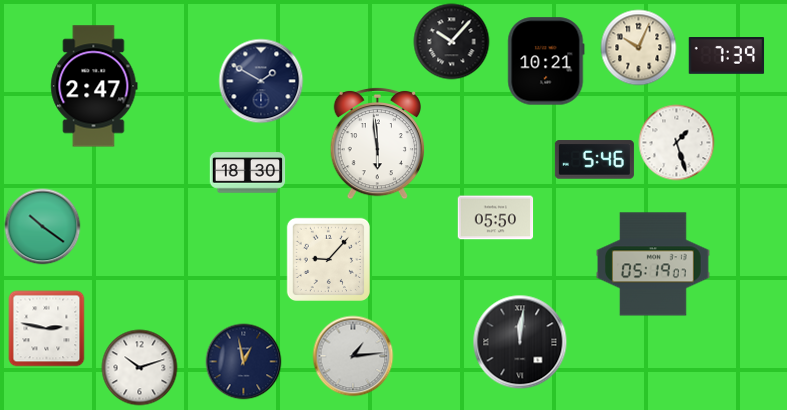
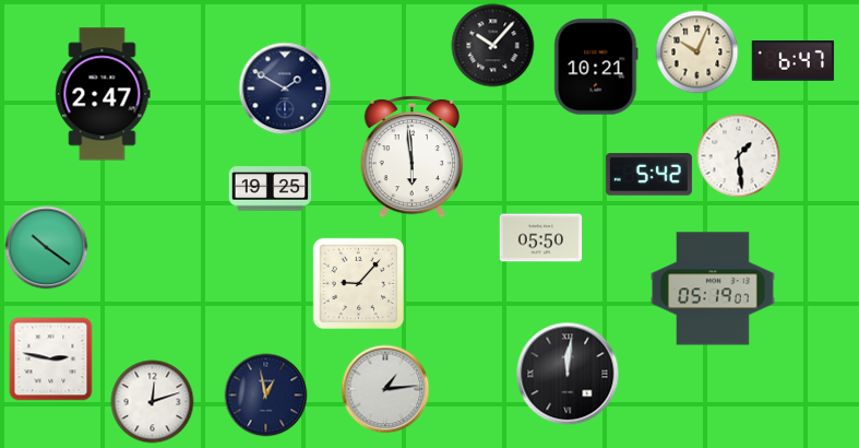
clock at (727, 56): 7:39 -> 6:47
clock at (677, 143): 1:27 -> 1:29
clock at (594, 160): 5:46 -> 5:42
clock at (248, 173): 18:30 -> 19:25
clock at (140, 368): 10:12 -> 12:12
